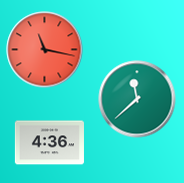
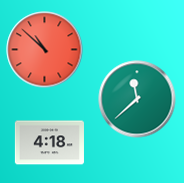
clock at (45, 50): 11:17 -> 10:52
clock at (49, 143): 4:36 -> 4:18
